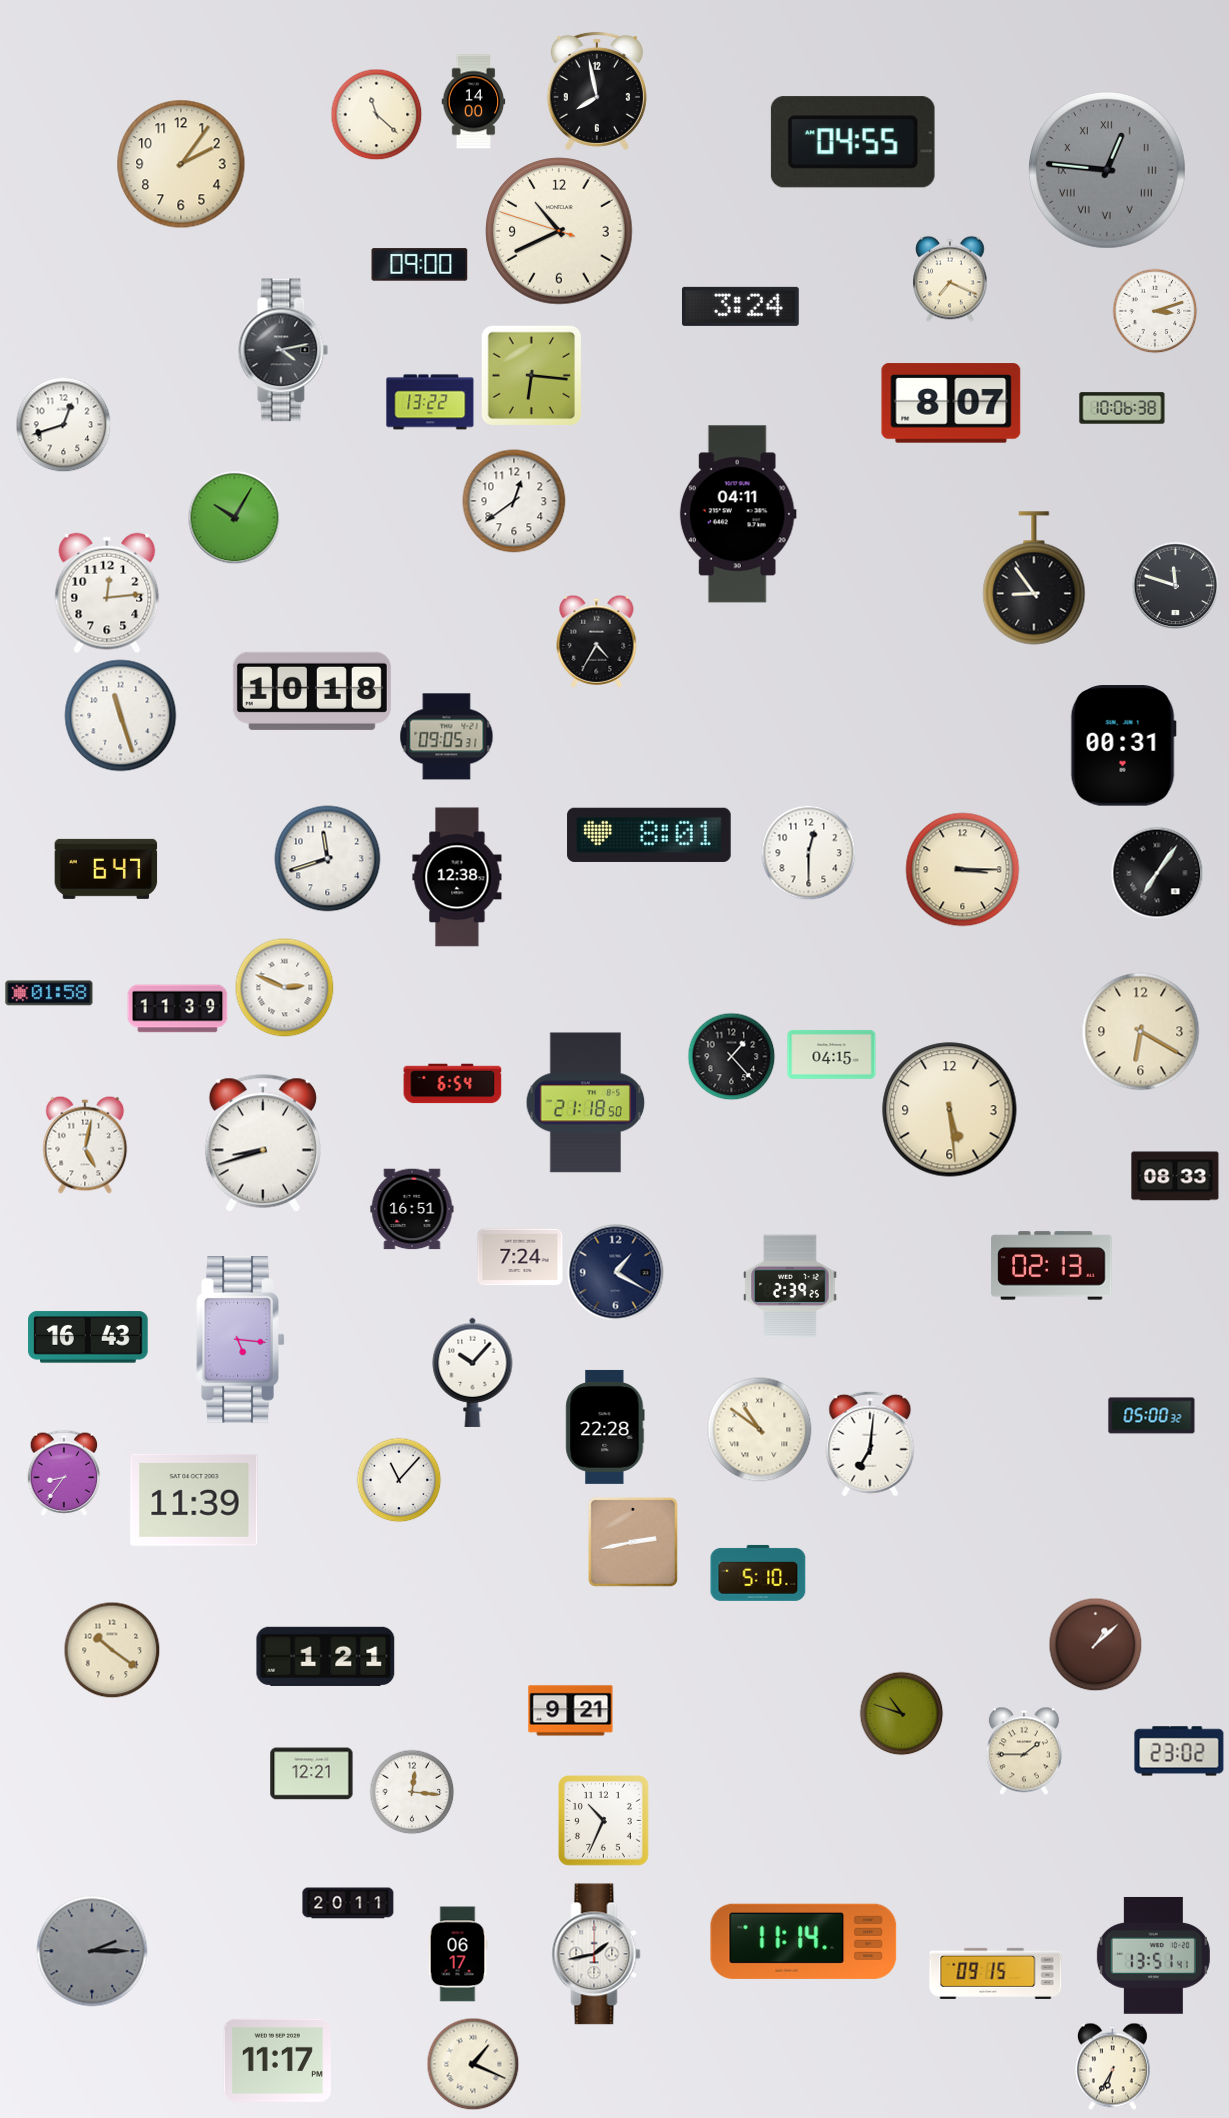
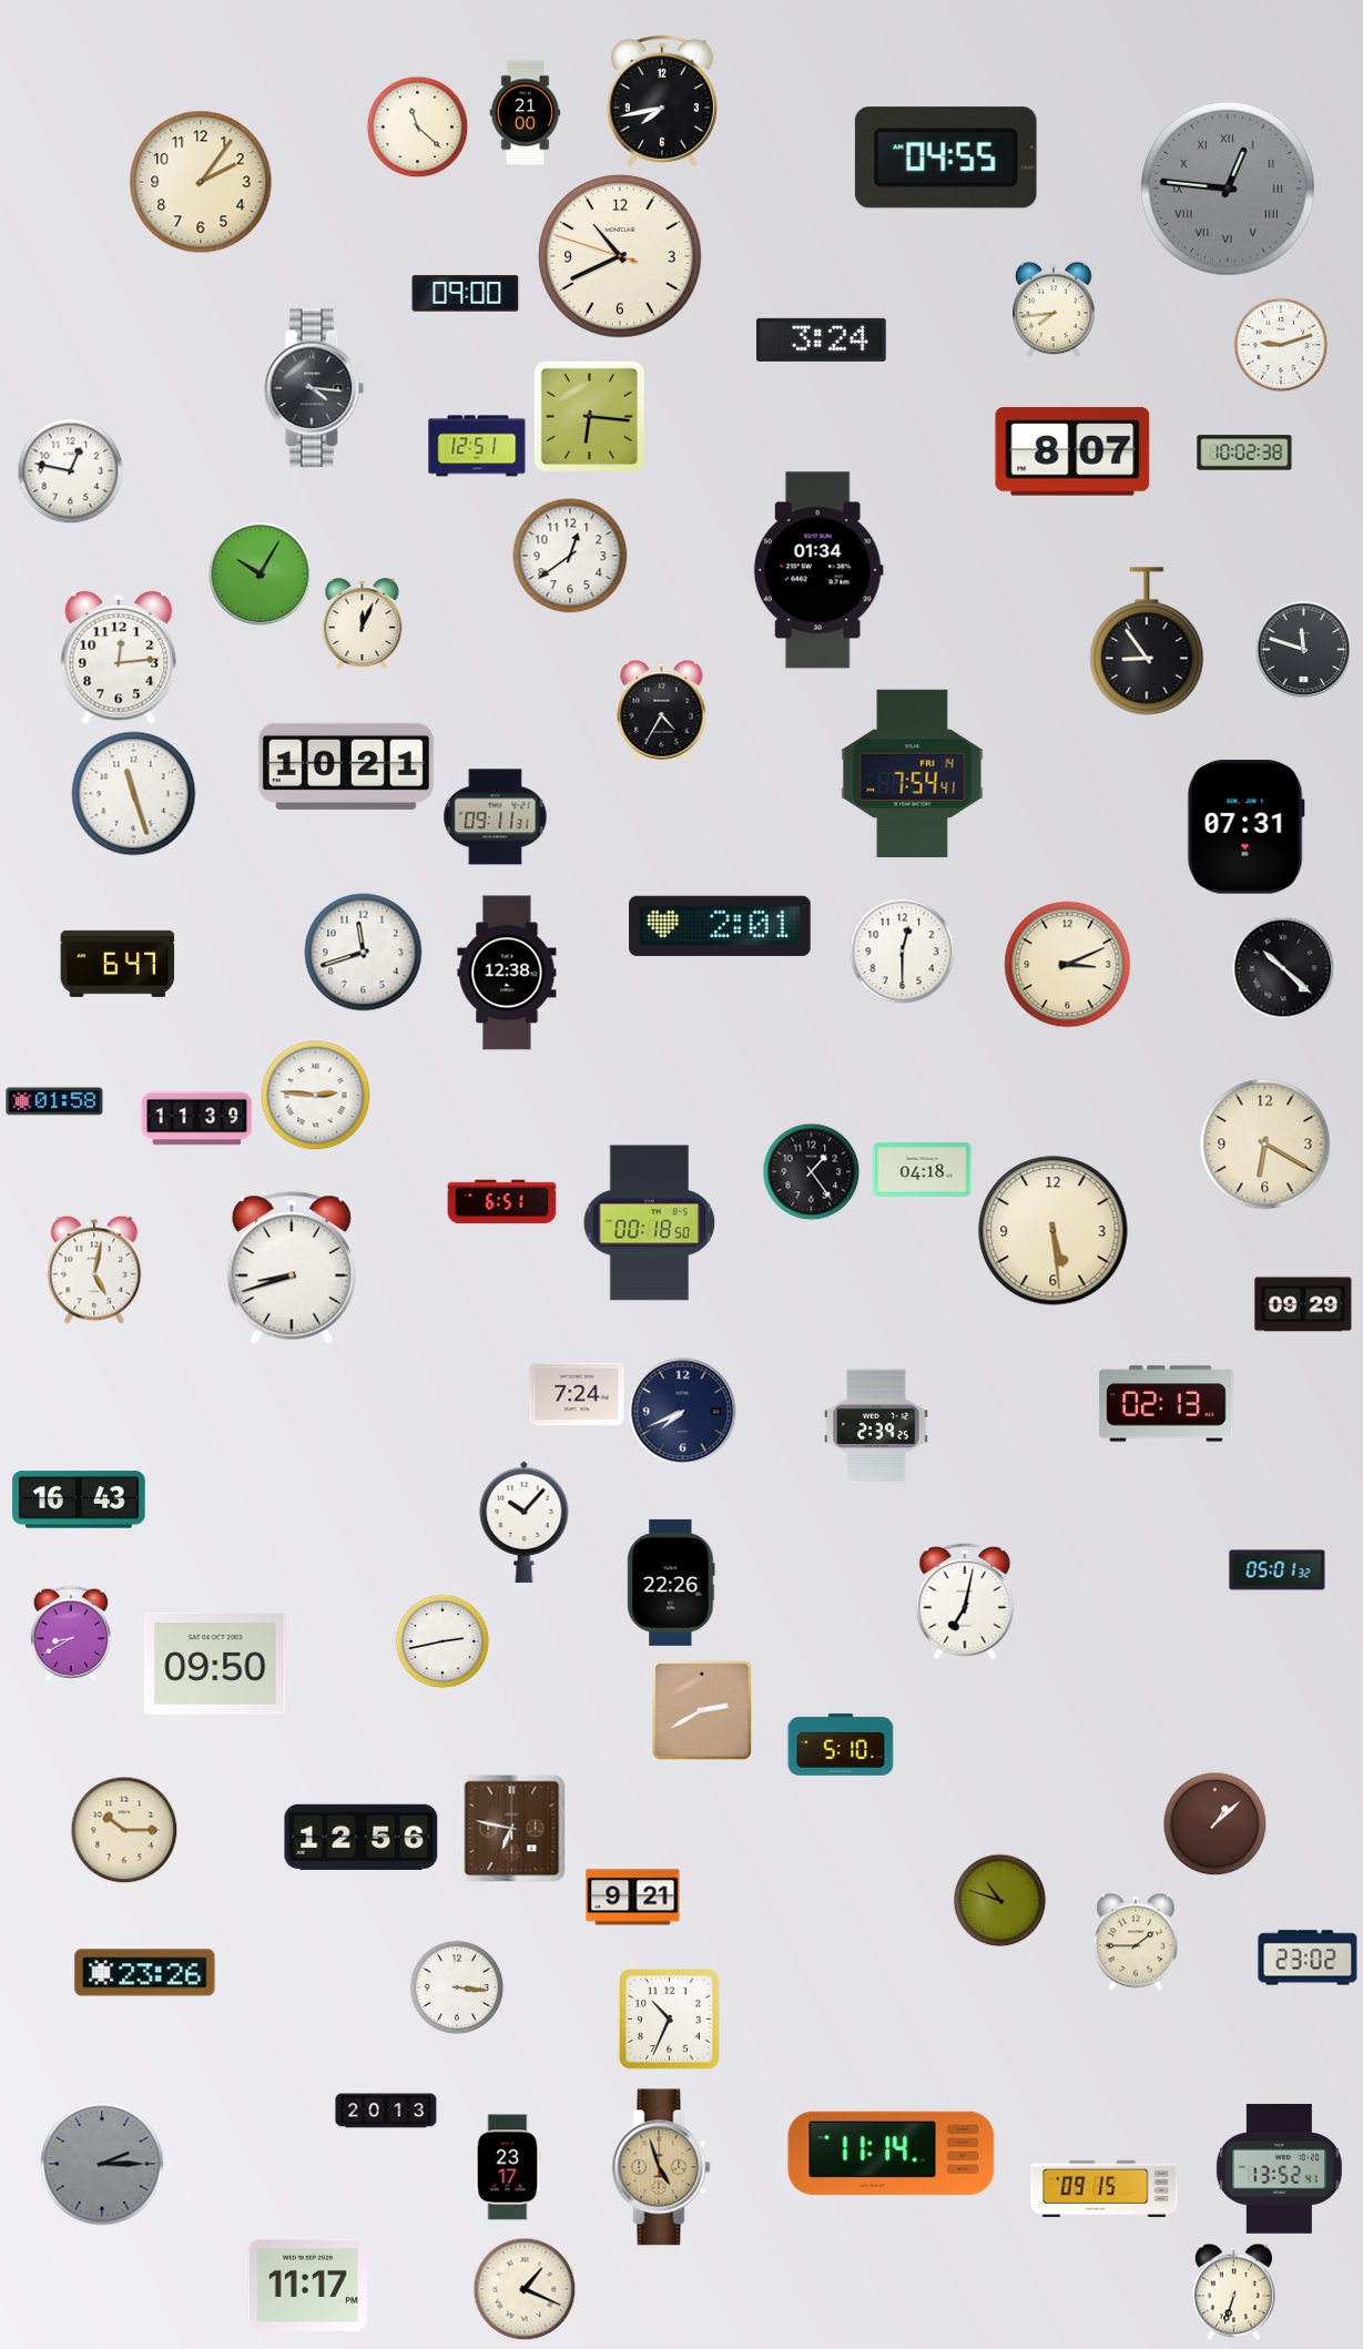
clock at (597, 91): 7:58 -> 7:43
clock at (474, 102): 14:00 -> 21:00
clock at (950, 279): 7:19 -> 7:44
clock at (1155, 311): 3:12 -> 9:12
clock at (283, 350): 4:13 -> 4:16
clock at (430, 402): 13:22 -> 12:51
clock at (951, 403) position: (951, 403) -> (1072, 451)
clock at (1122, 408): 10:06 -> 10:02
clock at (63, 424): 12:42 -> 12:47
clock at (738, 514): 04:11 -> 01:34
clock at (363, 624): none -> 12:04
clock at (312, 691): 10:18 -> 10:21
clock at (913, 773): none -> 7:54
clock at (447, 737): 09:05 -> 09:11
clock at (1123, 746): 00:31 -> 07:31
clock at (649, 835): 8:01 -> 2:01
clock at (808, 852) position: (808, 852) -> (902, 950)
clock at (963, 870): 3:15 -> 3:11
clock at (1157, 873): 7:06 -> 10:22
clock at (285, 988): 2:49 -> 2:46
clock at (832, 1054): 04:15 -> 04:18
clock at (731, 1056): 1:23 -> 1:24
clock at (453, 1084): 6:54 -> 6:51
clock at (586, 1103): 21:18 -> 00:18
clock at (1175, 1176): 08:33 -> 09:29
clock at (412, 1209): 16:51 -> none
clock at (616, 1273): 1:20 -> 7:41
clock at (88, 1337) position: (88, 1337) -> (79, 1499)
clock at (241, 1340): 5:16 -> none
clock at (1152, 1416): 05:00 -> 05:01
clock at (605, 1427): 22:28 -> 22:26
clock at (760, 1430): 10:51 -> none
clock at (870, 1444): 7:01 -> 7:02
clock at (64, 1473): 8:36 -> 8:40
clock at (399, 1480): 11:07 -> 2:43
clock at (194, 1500): 11:39 -> 09:50
clock at (633, 1542): 2:43 -> 2:40
clock at (512, 1829): none -> 6:47
clock at (112, 1650): 10:21 -> 10:15
clock at (326, 1656): 1:21 -> 12:56
clock at (1179, 1751) position: (1179, 1751) -> (1308, 1957)
clock at (312, 1774): 12:21 -> none
clock at (145, 1973): none -> 23:26
clock at (412, 1792): 12:16 -> 3:16
clock at (348, 1903): 20:11 -> 20:13
clock at (458, 1954): 06:17 -> 23:17
clock at (596, 1954): 1:43 -> 4:57
clock at (596, 1954) dial: white -> champagne
clock at (1153, 1955): 13:51 -> 13:52
clock at (1112, 2066): 6:35 -> 6:33
